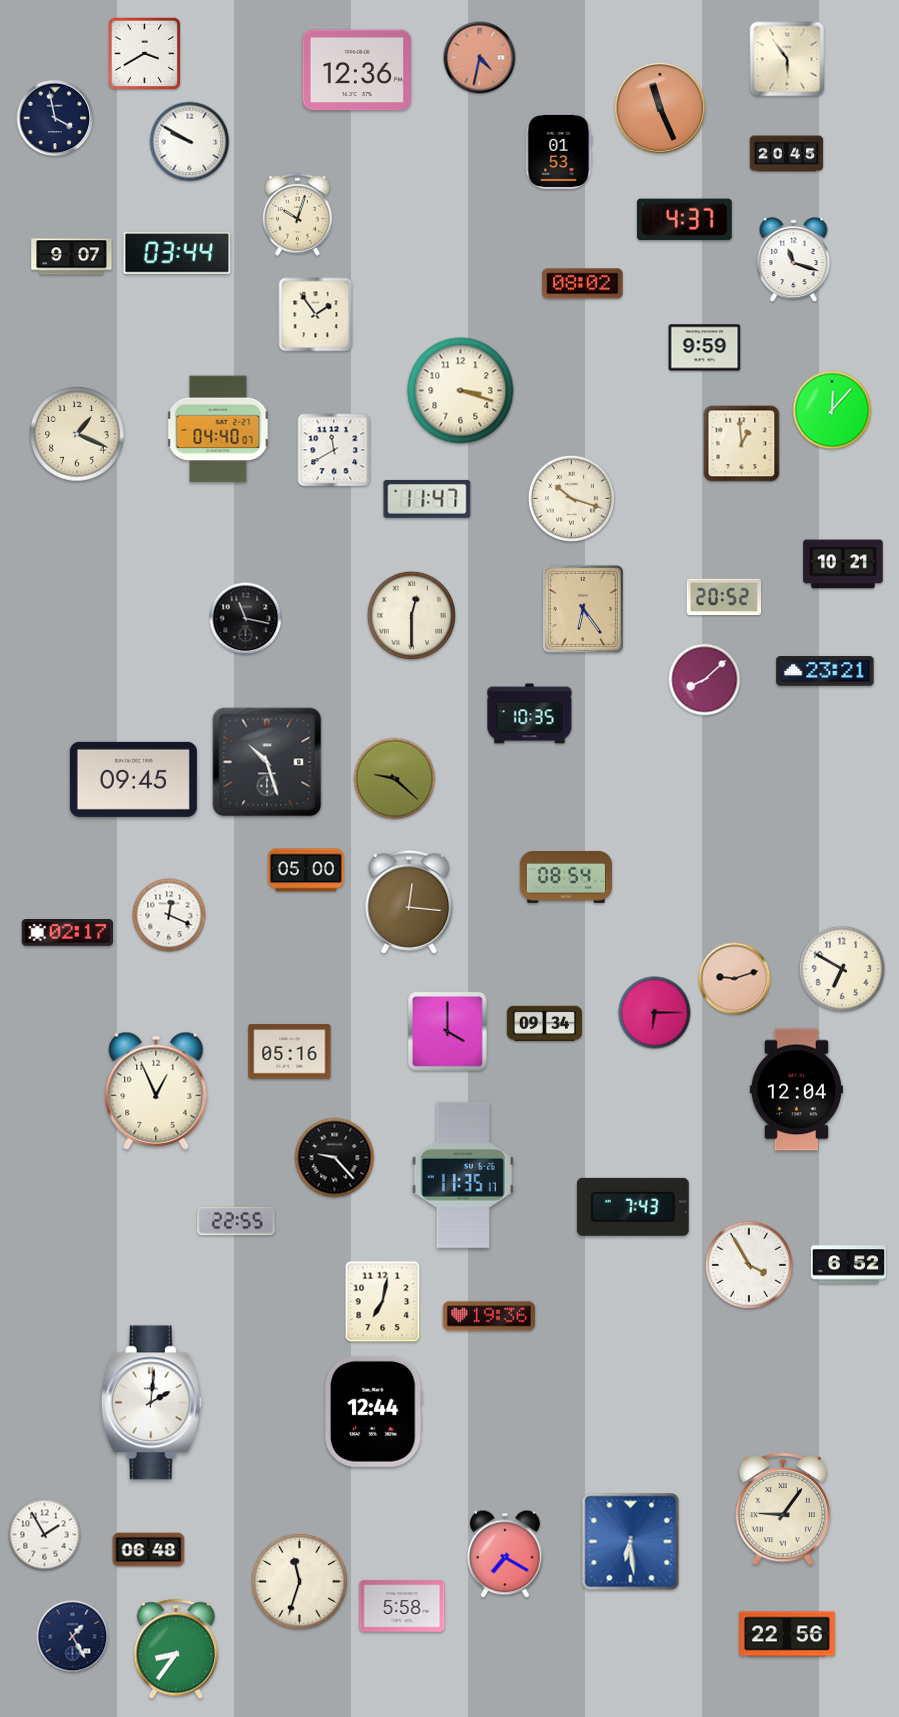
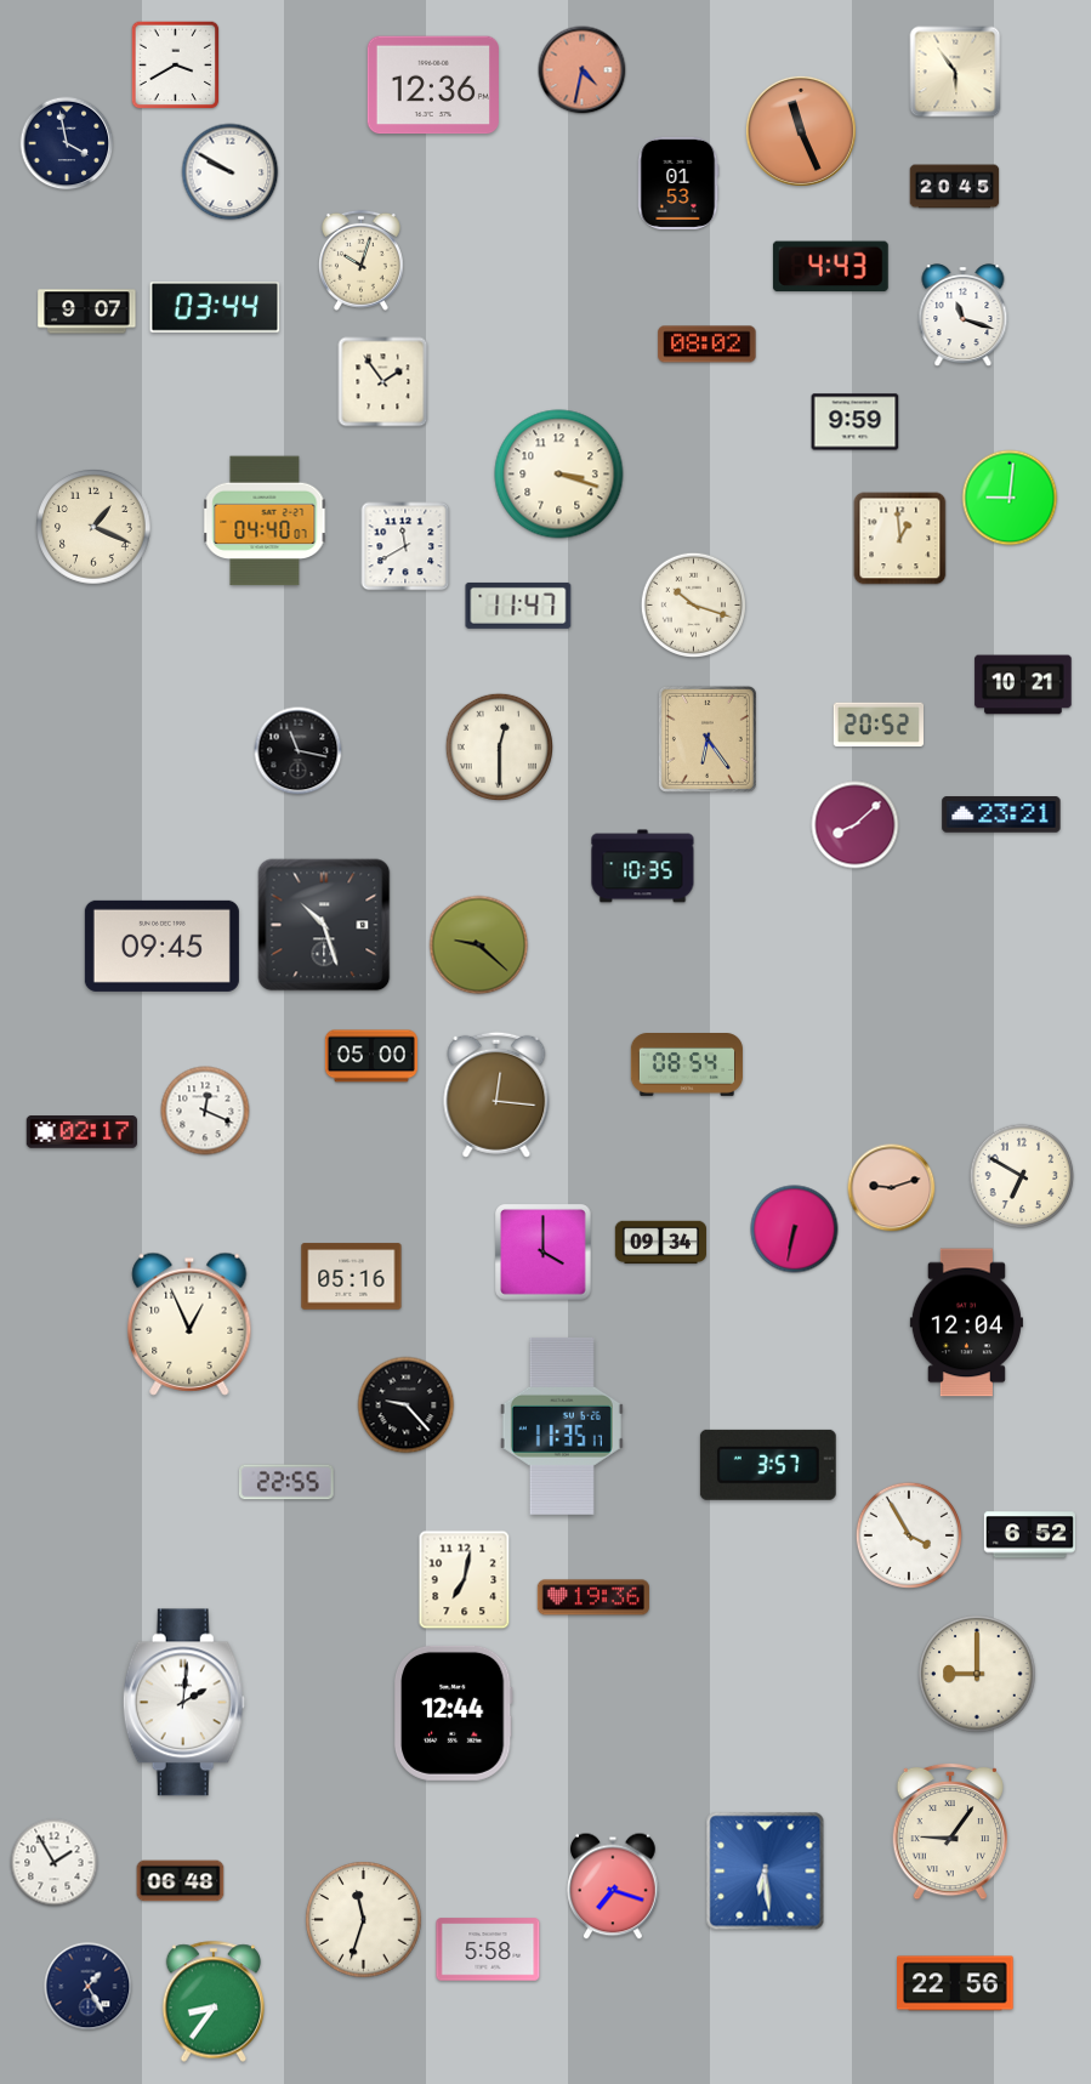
clock at (684, 220): 4:37 -> 4:43
clock at (832, 410): 12:07 -> 9:01
clock at (655, 1013): 6:15 -> 6:32
clock at (633, 1207): 7:43 -> 3:57
clock at (977, 1674): none -> 9:00
clock at (505, 1554): 7:20 -> 7:18
